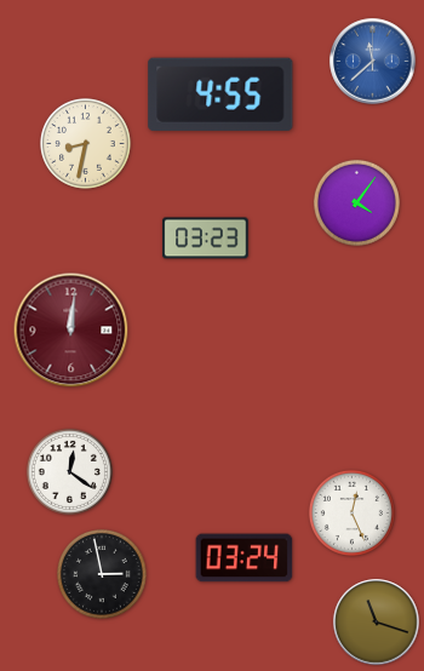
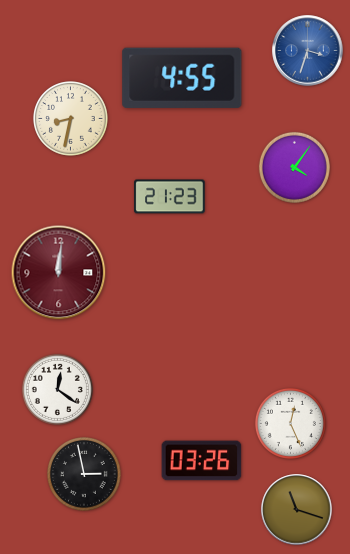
clock at (373, 62): 11:38 -> 3:33
clock at (206, 239): 03:23 -> 21:23
clock at (245, 558): 03:24 -> 03:26
clock at (377, 623) position: (377, 623) -> (297, 510)
